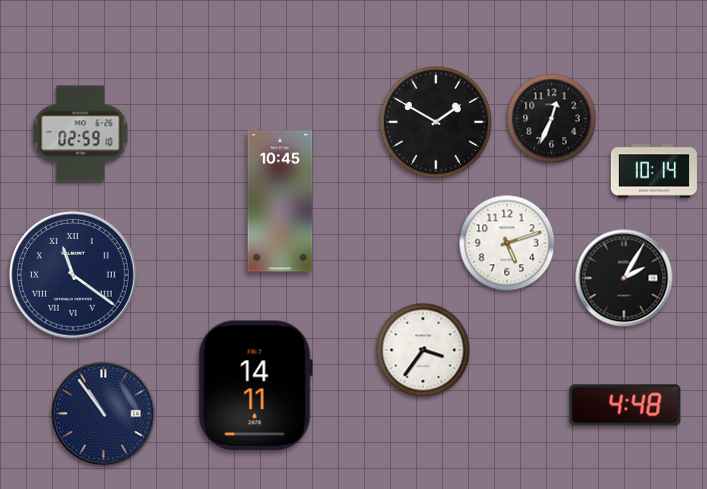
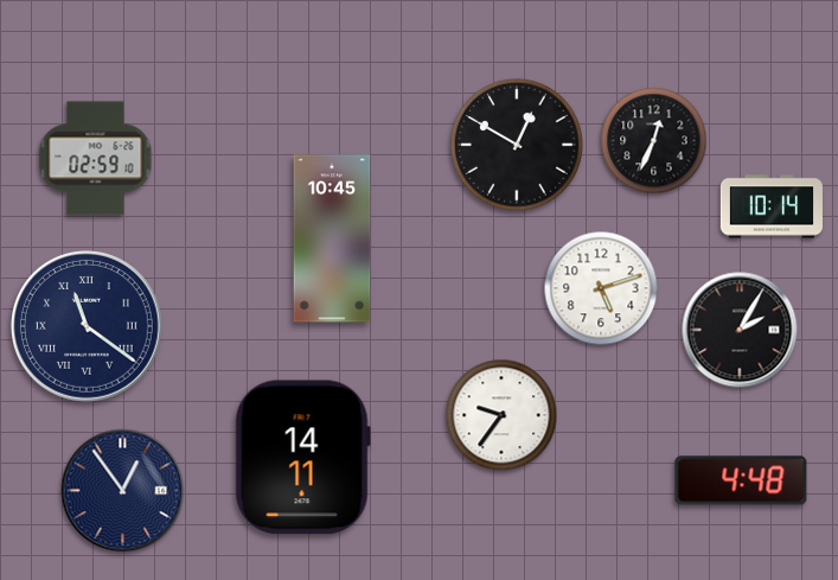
clock at (436, 122): 1:50 -> 12:50
clock at (654, 171) position: (654, 171) -> (772, 206)
clock at (423, 350): 3:36 -> 9:36
clock at (104, 414): 10:54 -> 12:54
